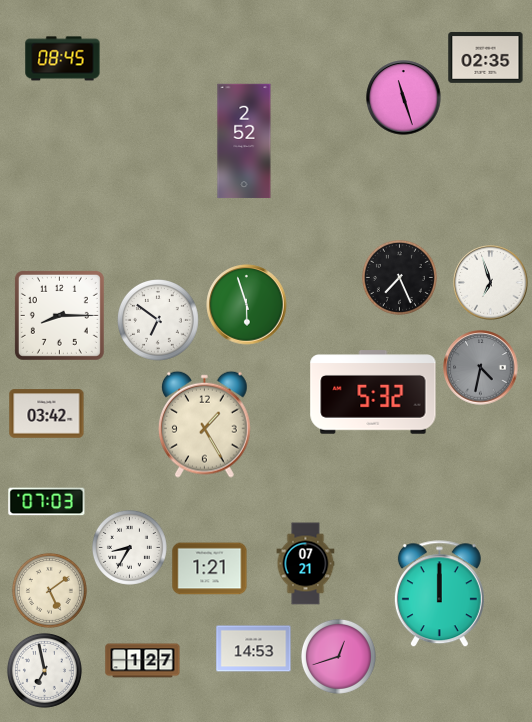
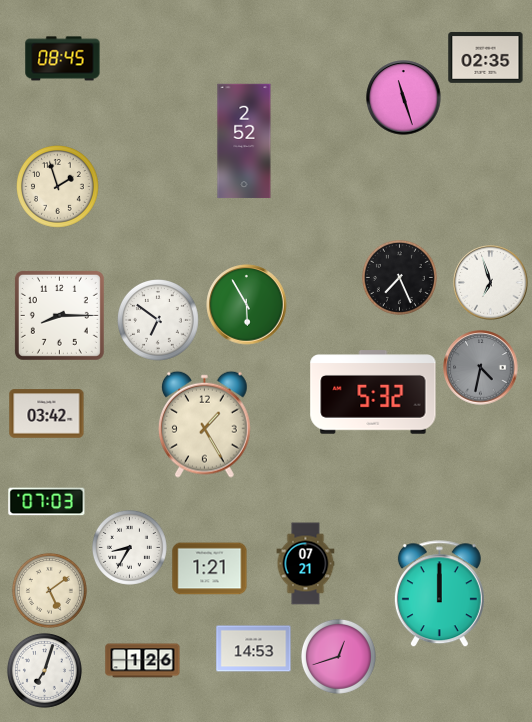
clock at (58, 187): none -> 1:57
clock at (247, 305): 5:57 -> 5:55
clock at (143, 661): 1:27 -> 1:26
clock at (44, 670): 6:58 -> 7:03
